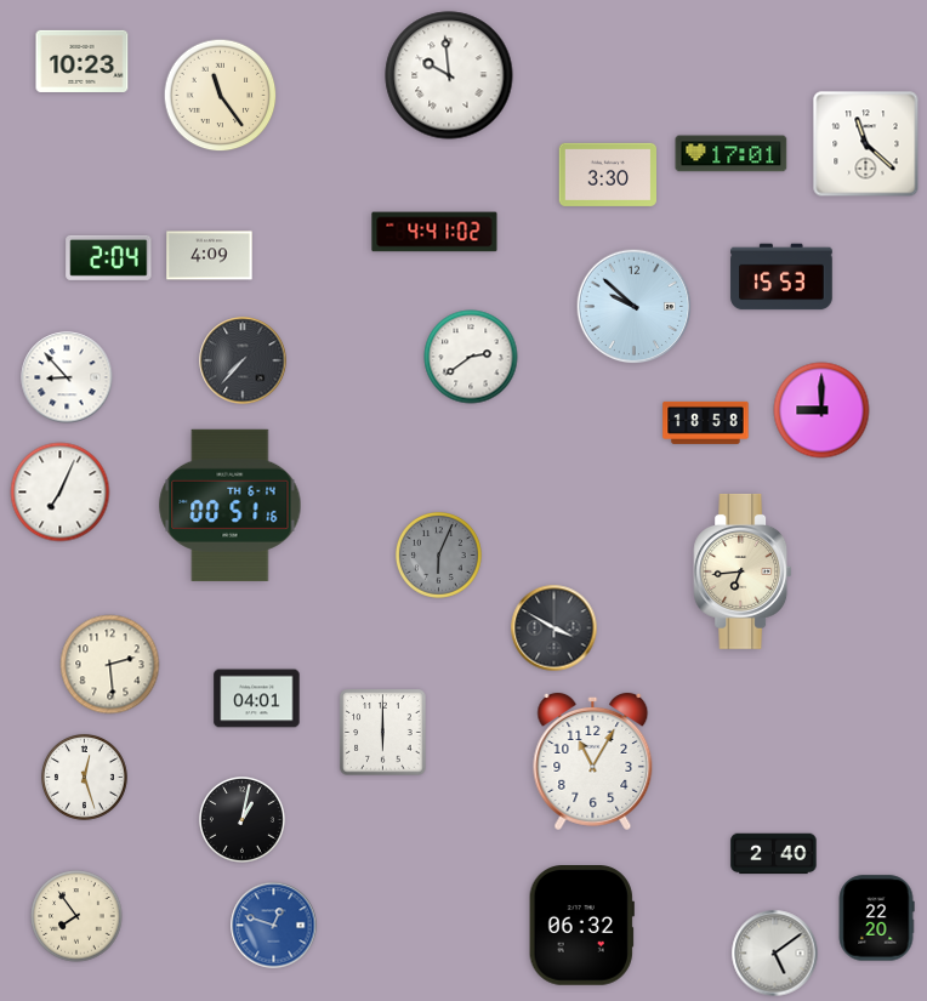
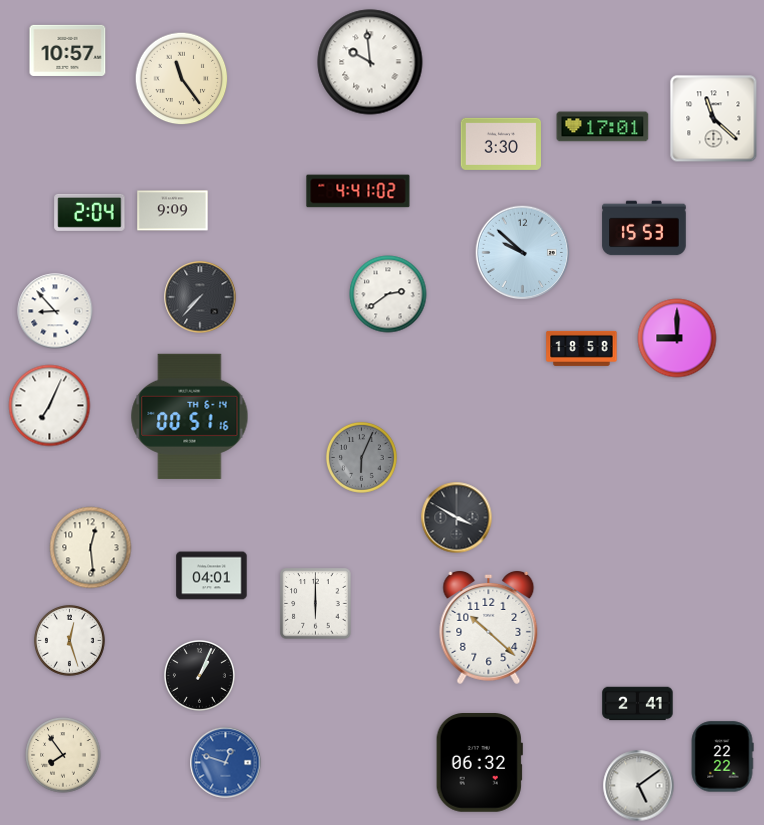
clock at (83, 61): 10:23 -> 10:57
clock at (210, 256): 4:09 -> 9:09
clock at (743, 571): 6:44 -> none
clock at (110, 665): 2:29 -> 12:29
clock at (593, 761): 11:05 -> 10:22
clock at (241, 819): 1:02 -> 1:04
clock at (774, 854): 2:40 -> 2:41
clock at (876, 918): 22:20 -> 22:22
